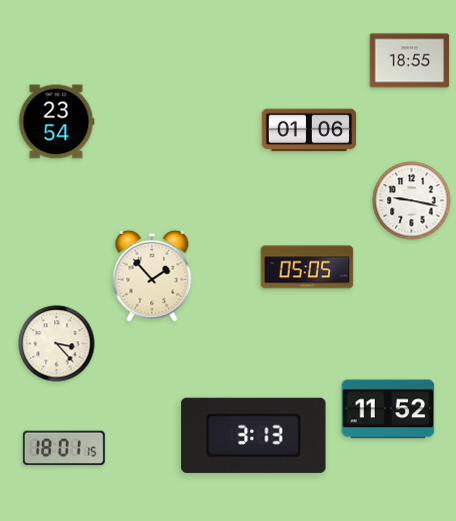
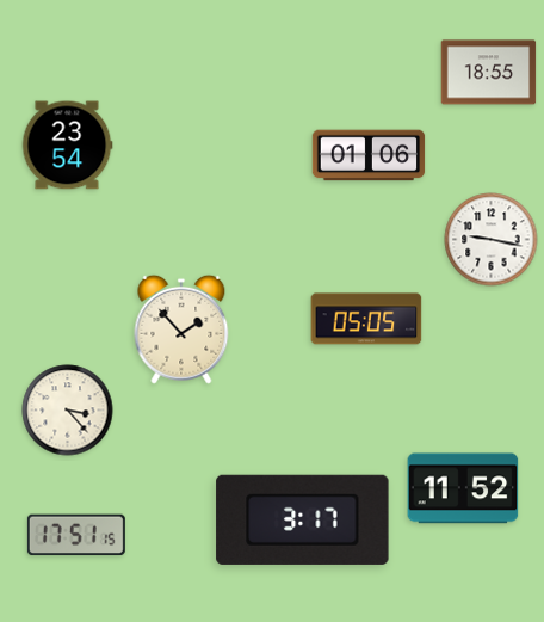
clock at (254, 435): 3:13 -> 3:17
clock at (64, 448): 18:01 -> 17:51
